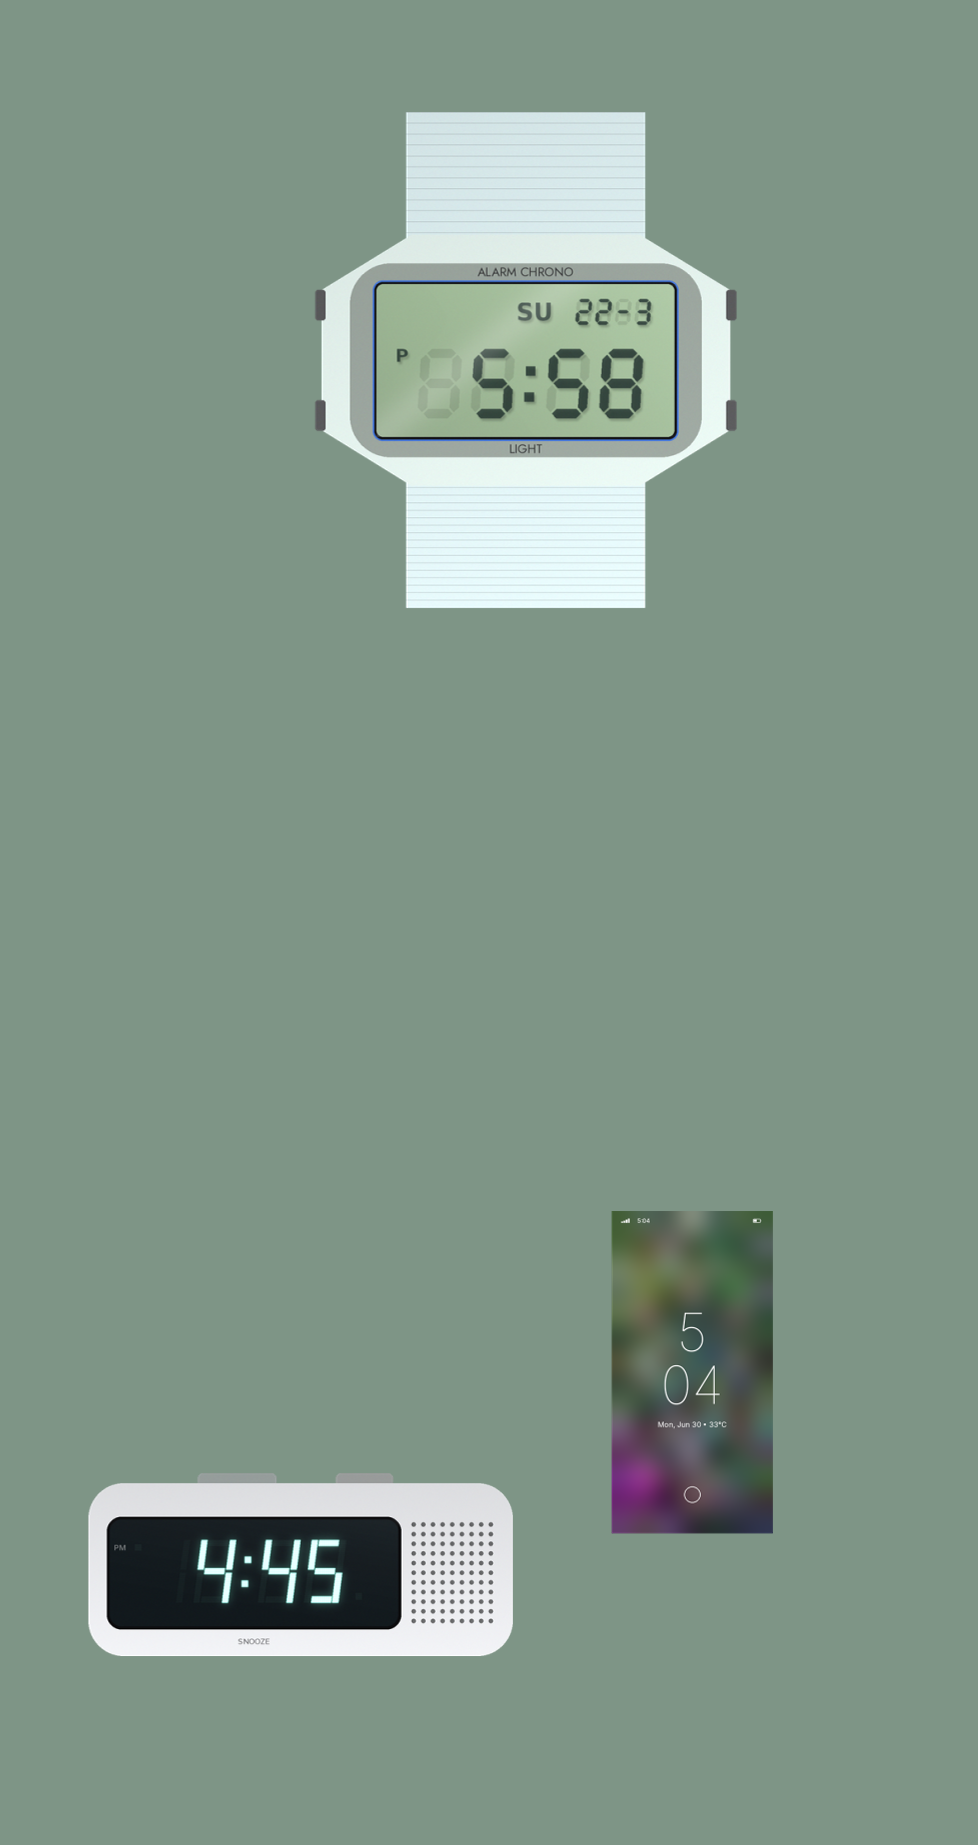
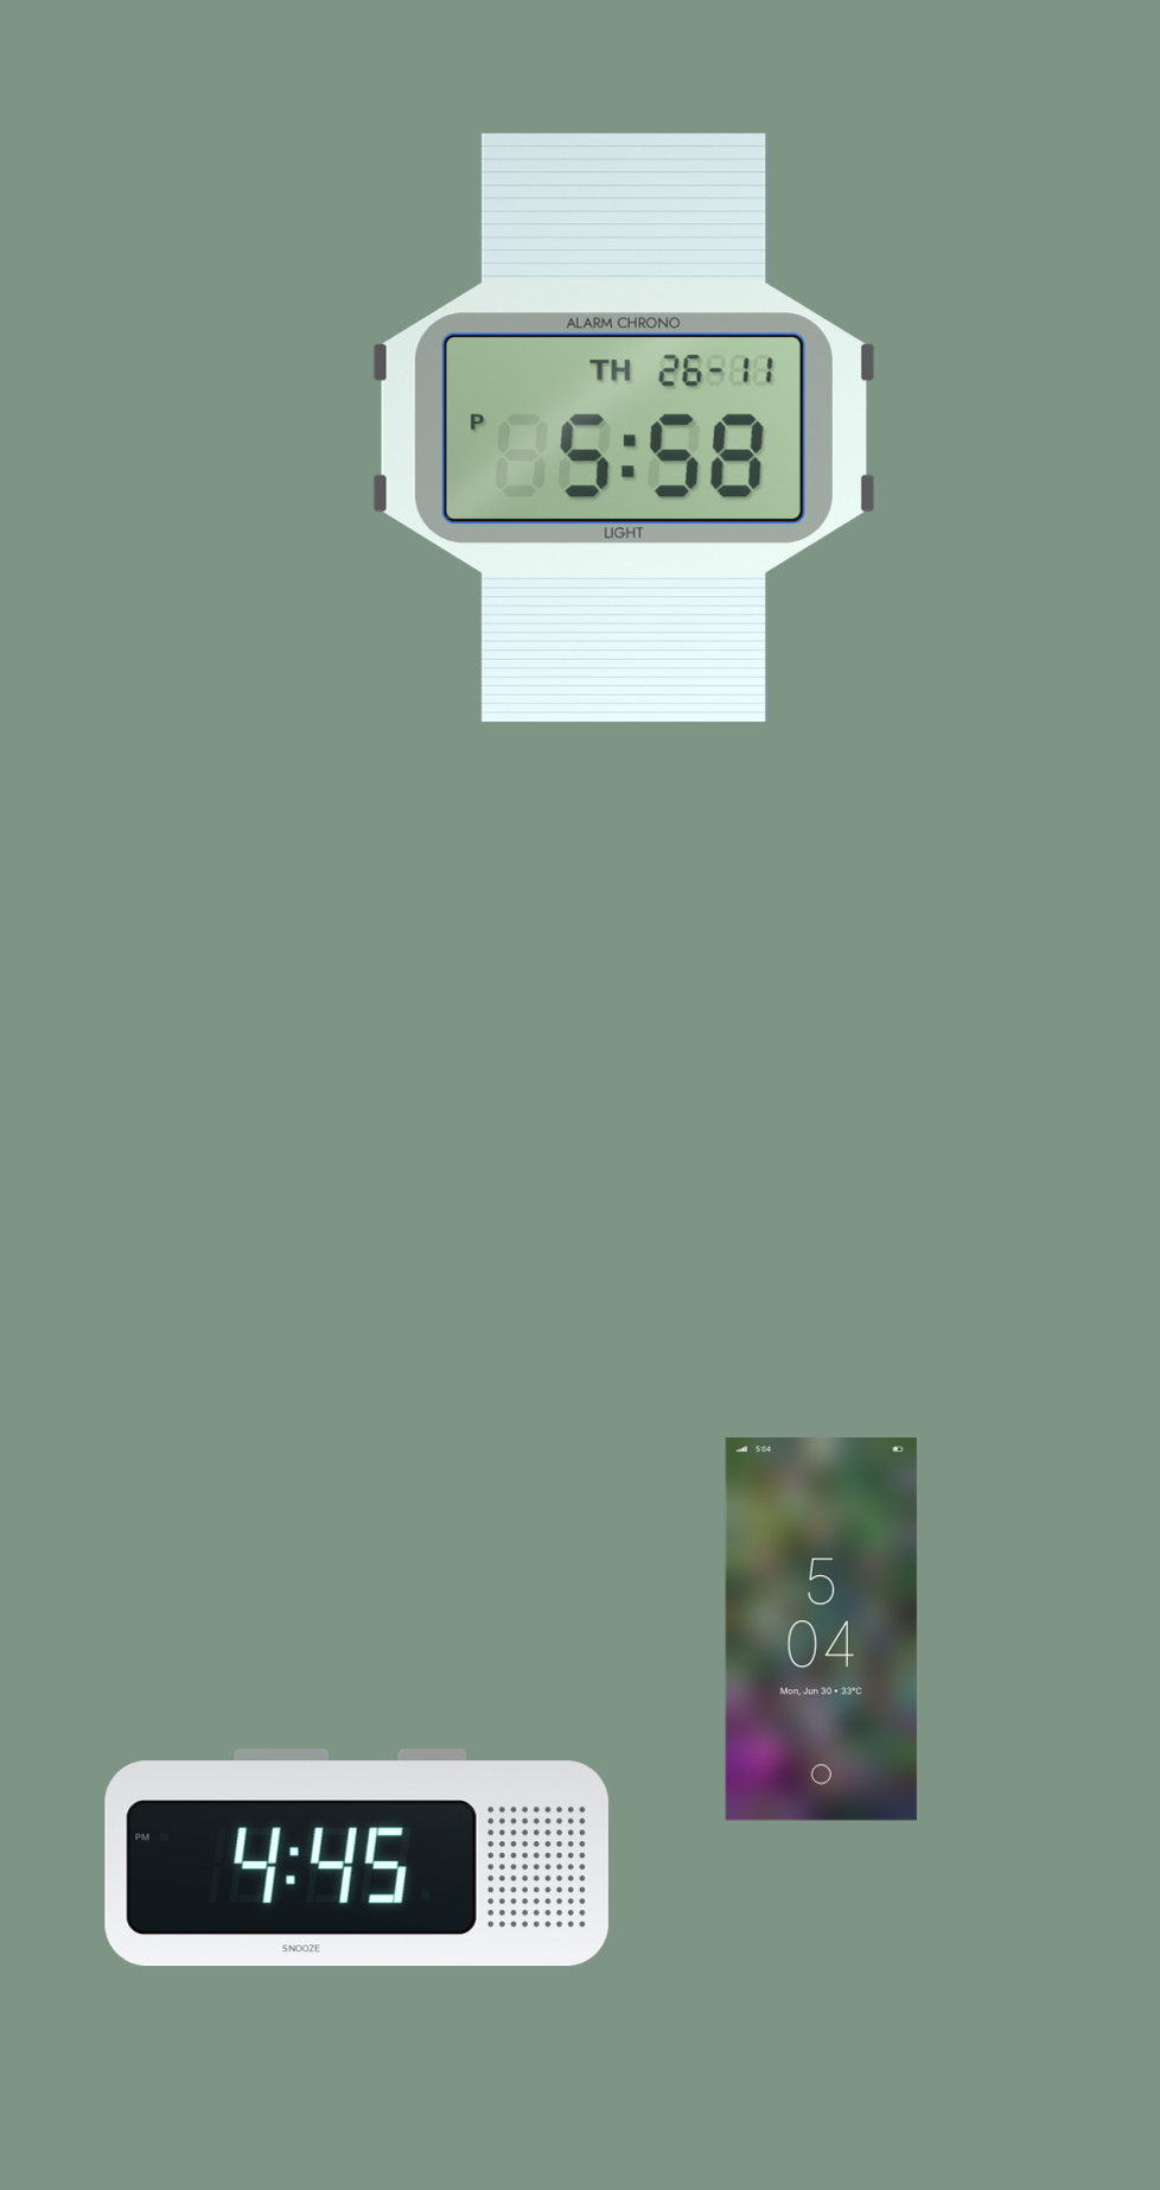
clock at (526, 361) date: SU 22-3 -> TH 26-11
